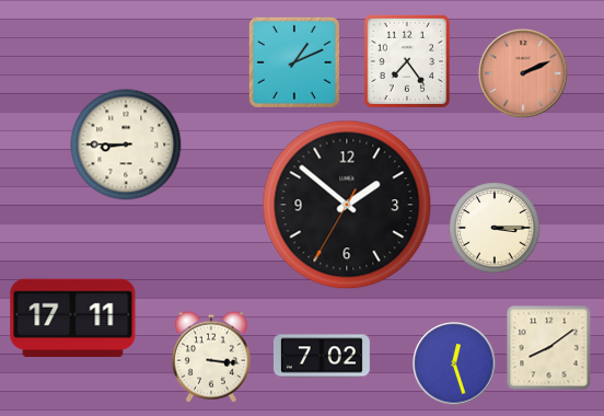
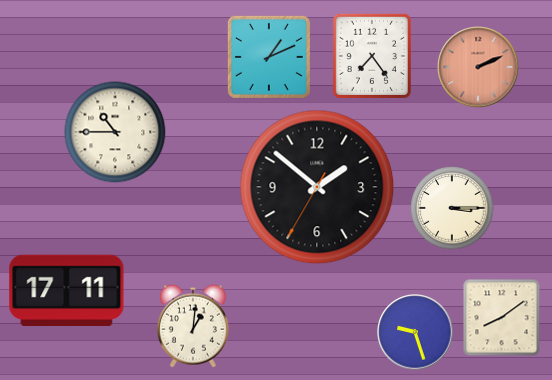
clock at (126, 145): 8:45 -> 10:45
clock at (322, 356): 7:02 -> none
clock at (211, 357): 3:16 -> 1:01
clock at (454, 363): 12:27 -> 9:27
